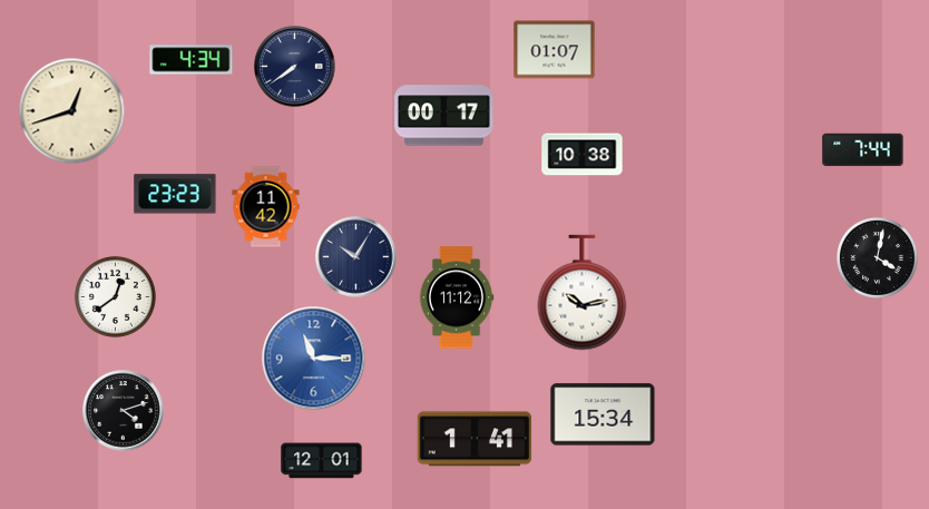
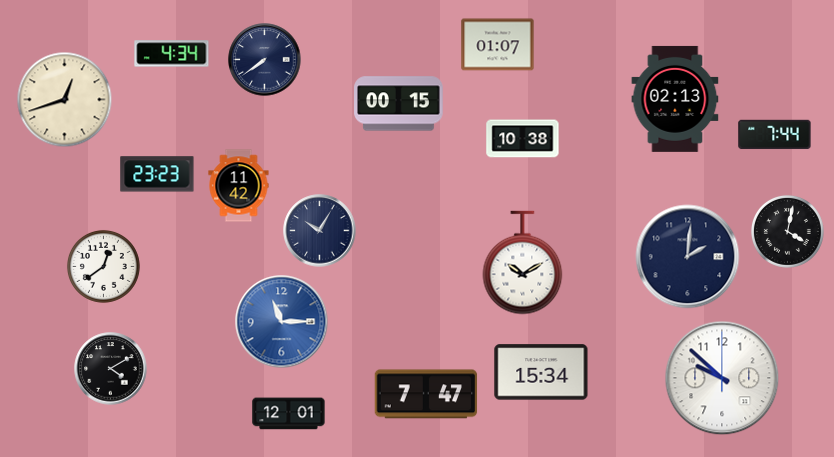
clock at (675, 99): none -> 02:13
clock at (444, 116): 00:17 -> 00:15
clock at (688, 257): none -> 2:01
clock at (583, 293): 10:13 -> 10:10
clock at (457, 297): 11:12 -> none
clock at (124, 411): 4:12 -> 4:10
clock at (722, 378): none -> 9:52
clock at (475, 439): 1:41 -> 7:47
